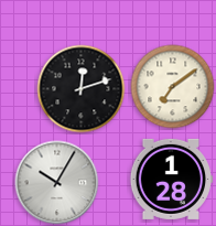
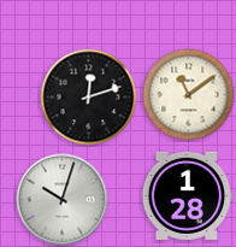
clock at (173, 87): 7:09 -> 11:09
clock at (57, 183): 10:05 -> 10:03
